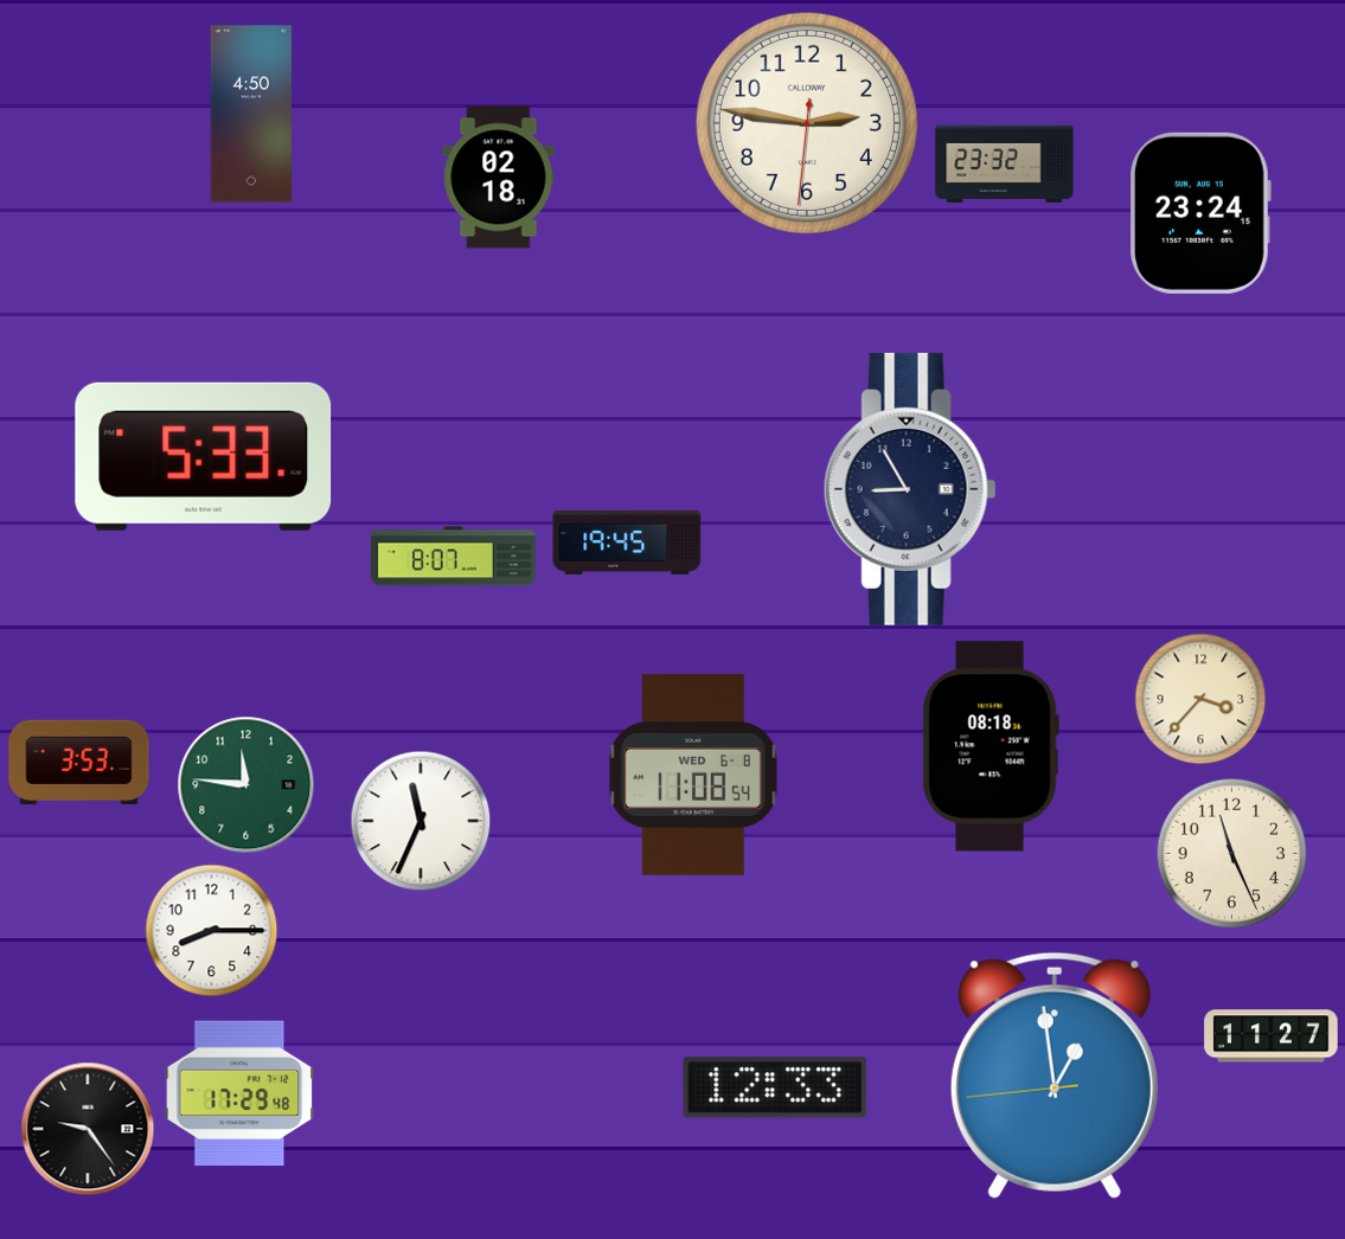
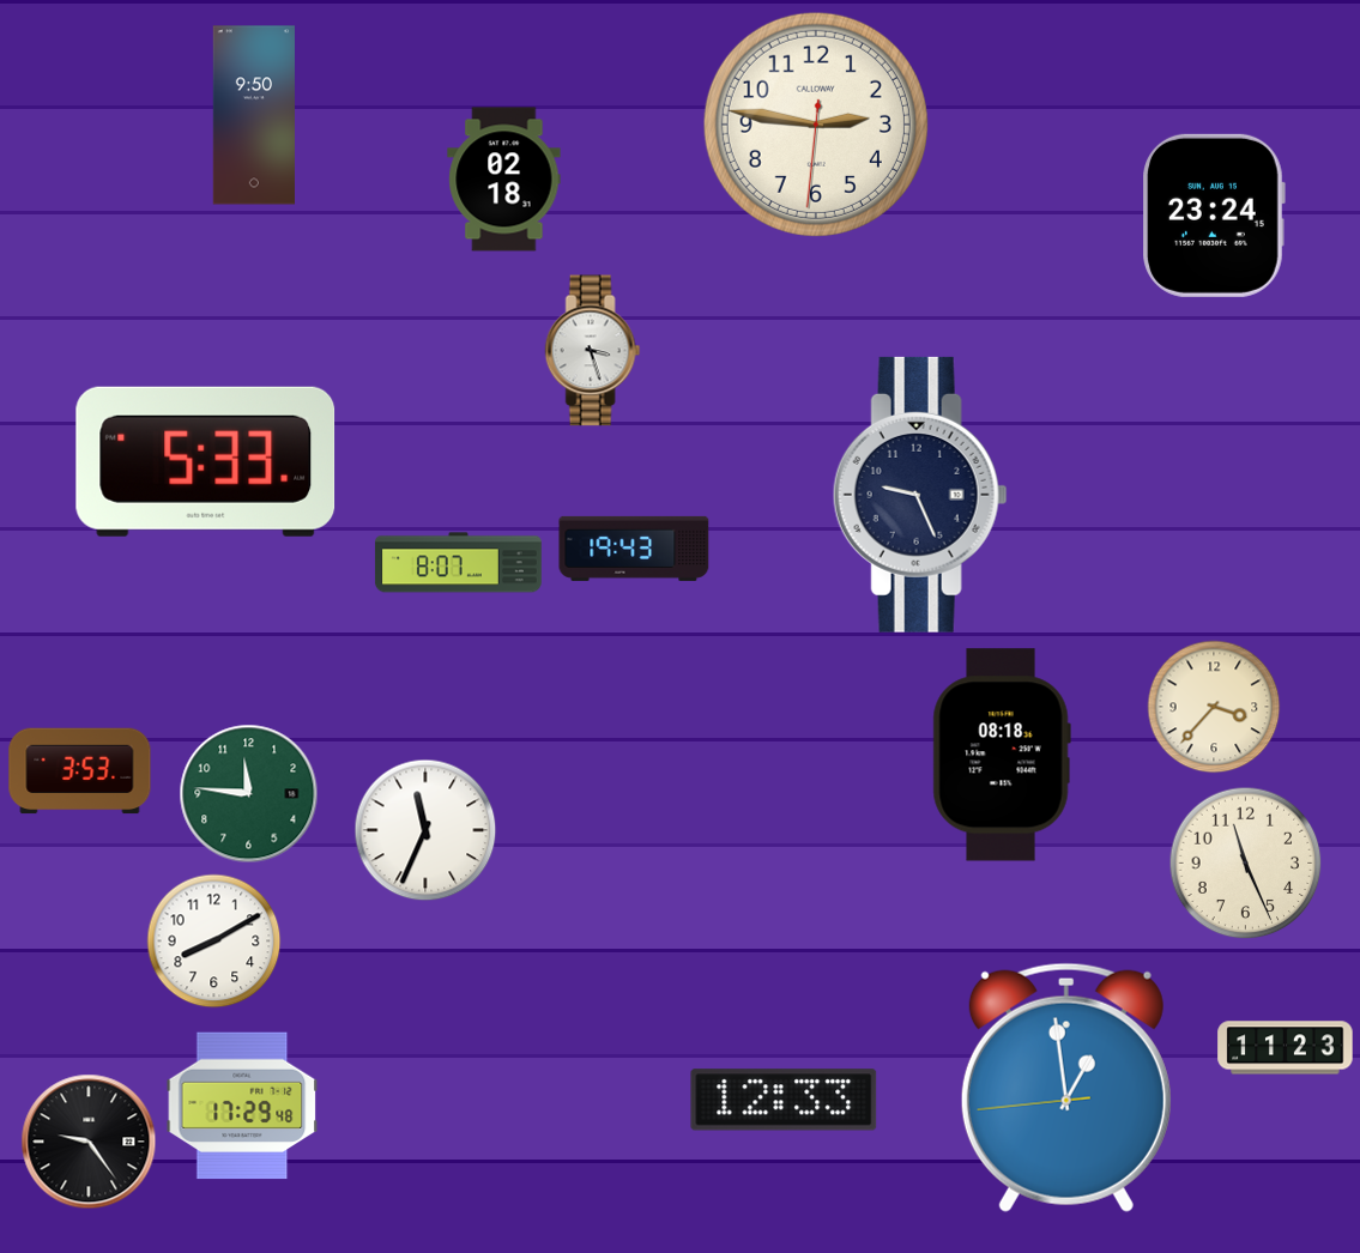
clock at (250, 114): 4:50 -> 9:50
clock at (1005, 163): 23:32 -> none
clock at (593, 351): none -> 3:27
clock at (910, 489): 8:55 -> 9:26
clock at (627, 543): 19:45 -> 19:43
clock at (693, 775): 11:08 -> none
clock at (212, 931): 8:15 -> 8:10
clock at (1272, 1036): 11:27 -> 11:23
